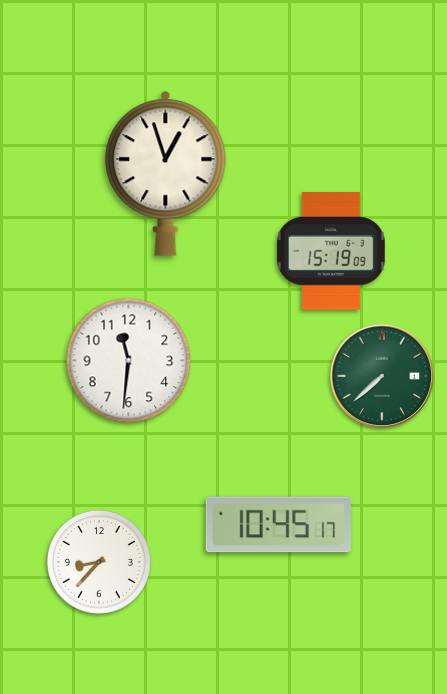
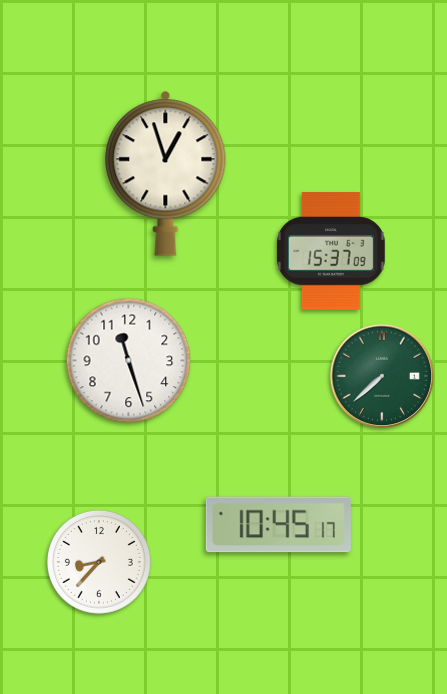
clock at (331, 251): 15:19 -> 15:37
clock at (129, 361): 11:31 -> 11:27
